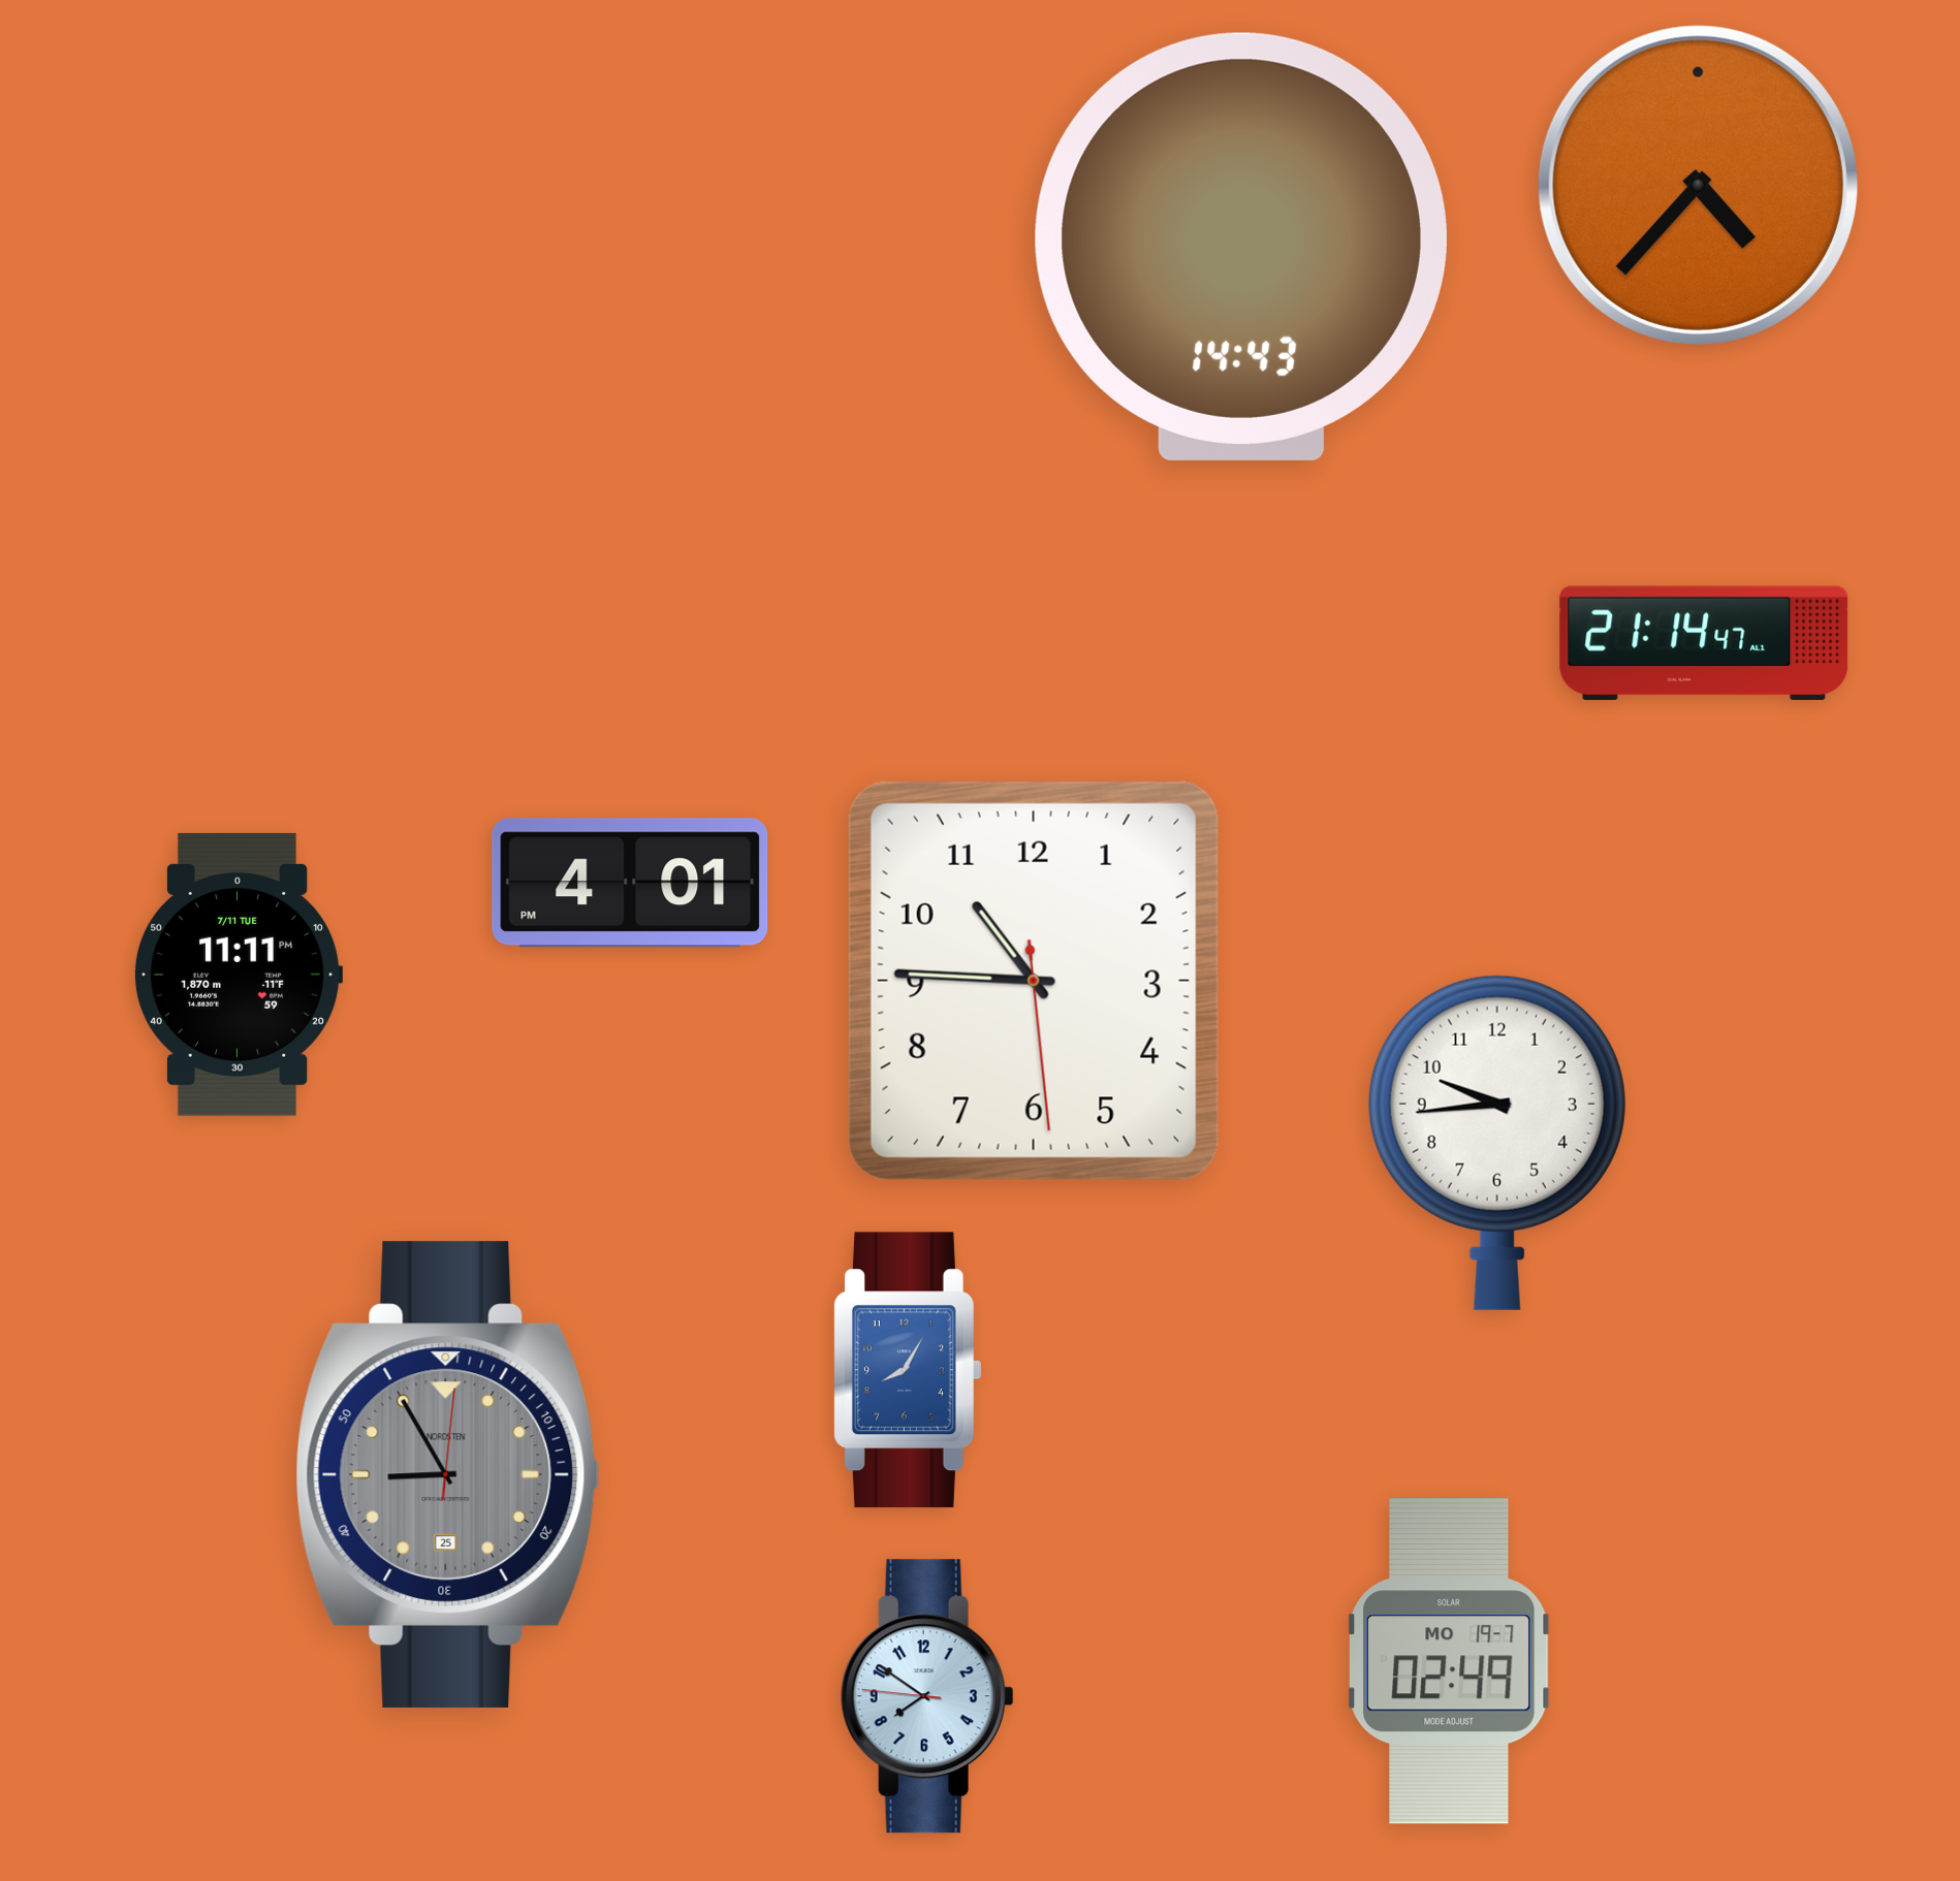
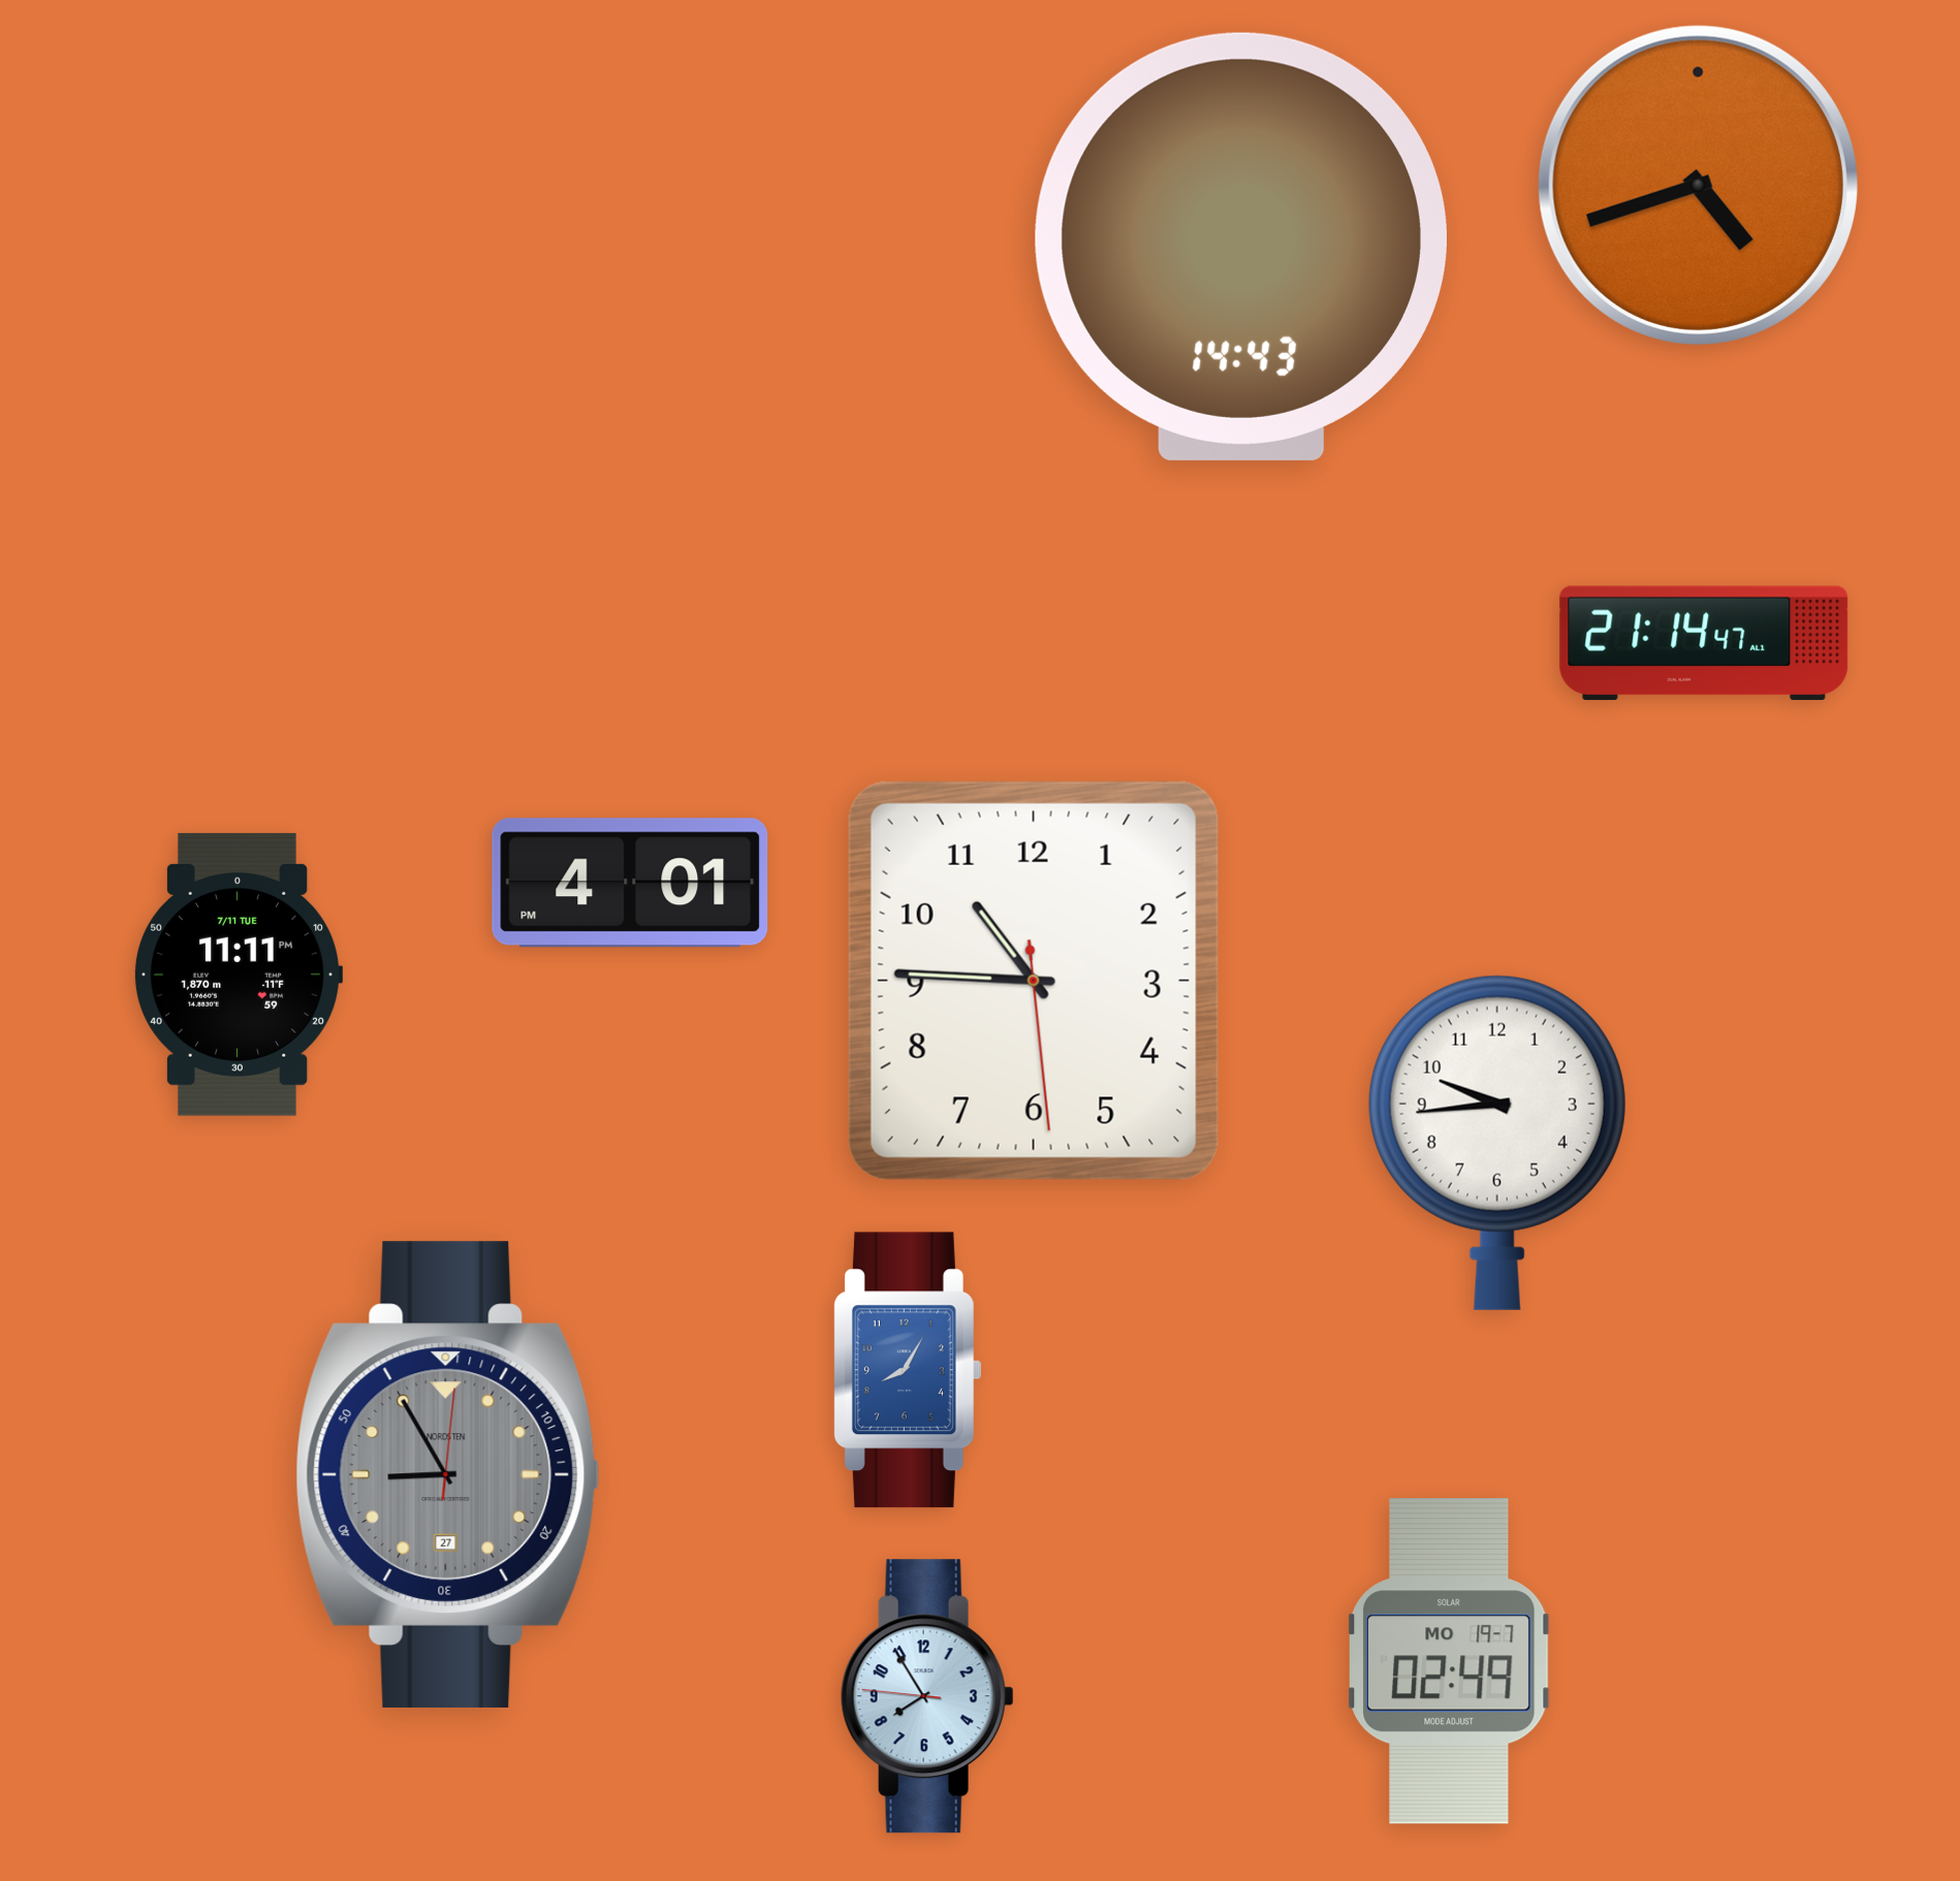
clock at (1698, 185): 4:37 -> 4:42
clock at (448, 1474) date: 25 -> 27
clock at (927, 1696): 7:50 -> 7:54
